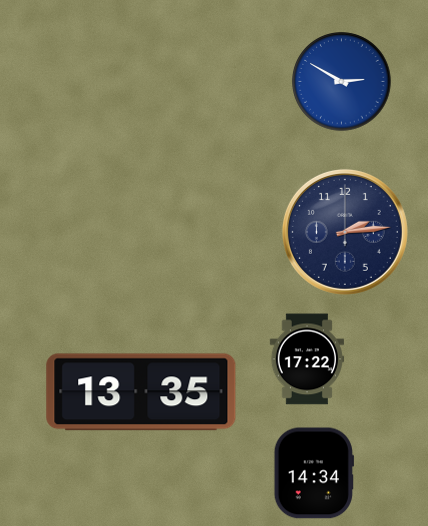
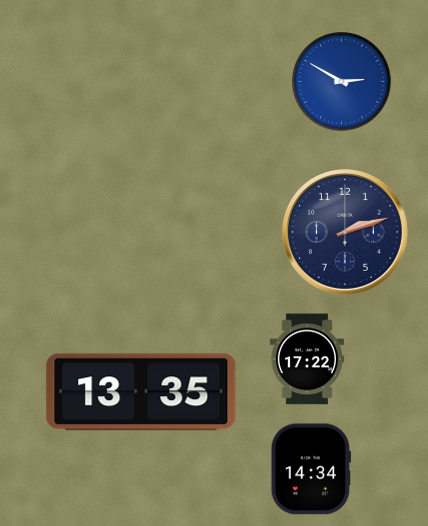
clock at (345, 232): 2:14 -> 2:12
clock at (314, 473) position: (314, 473) -> (311, 469)
